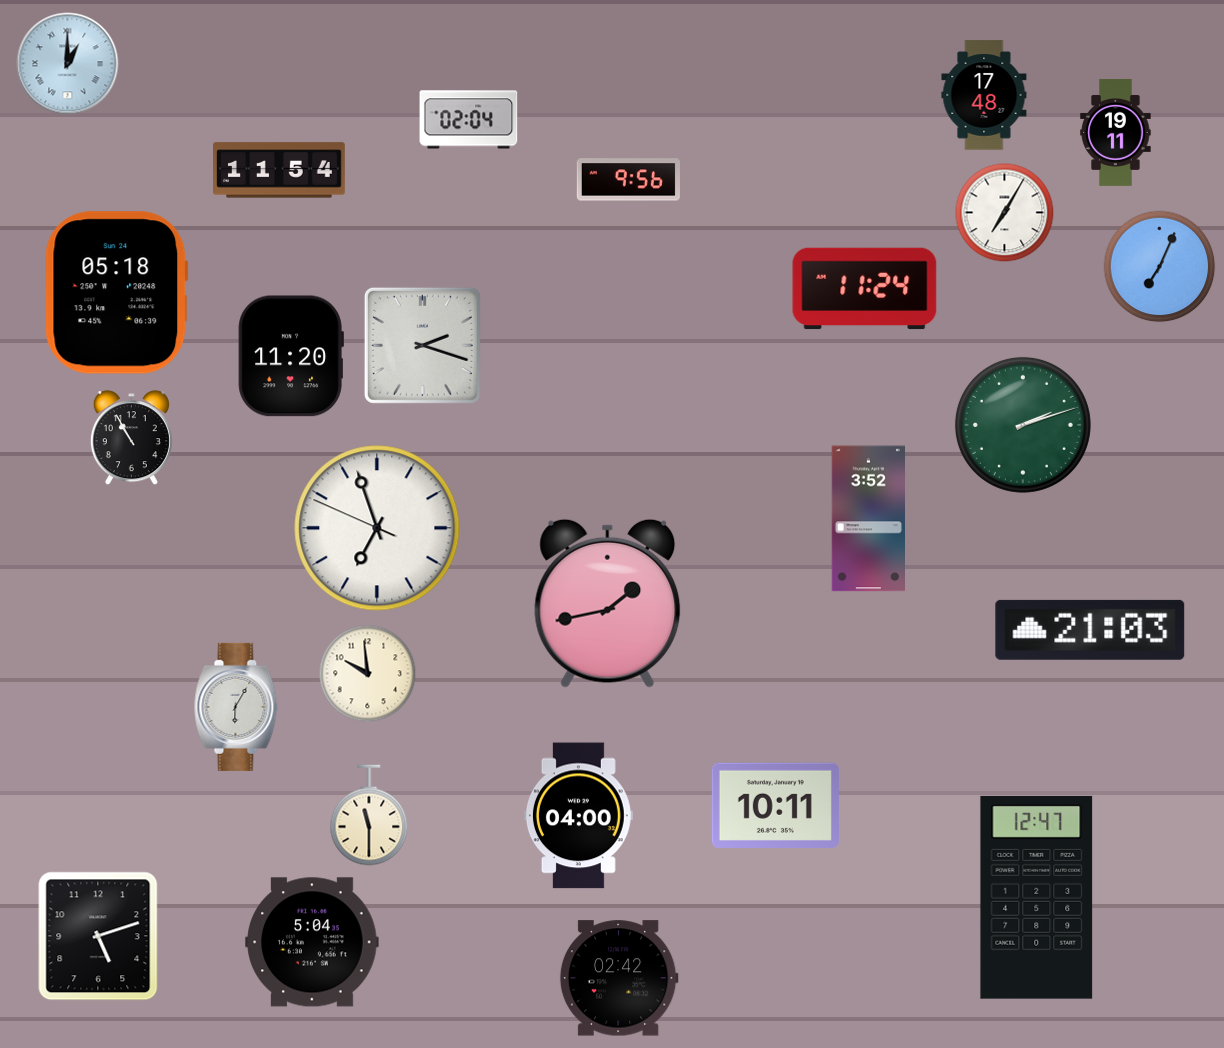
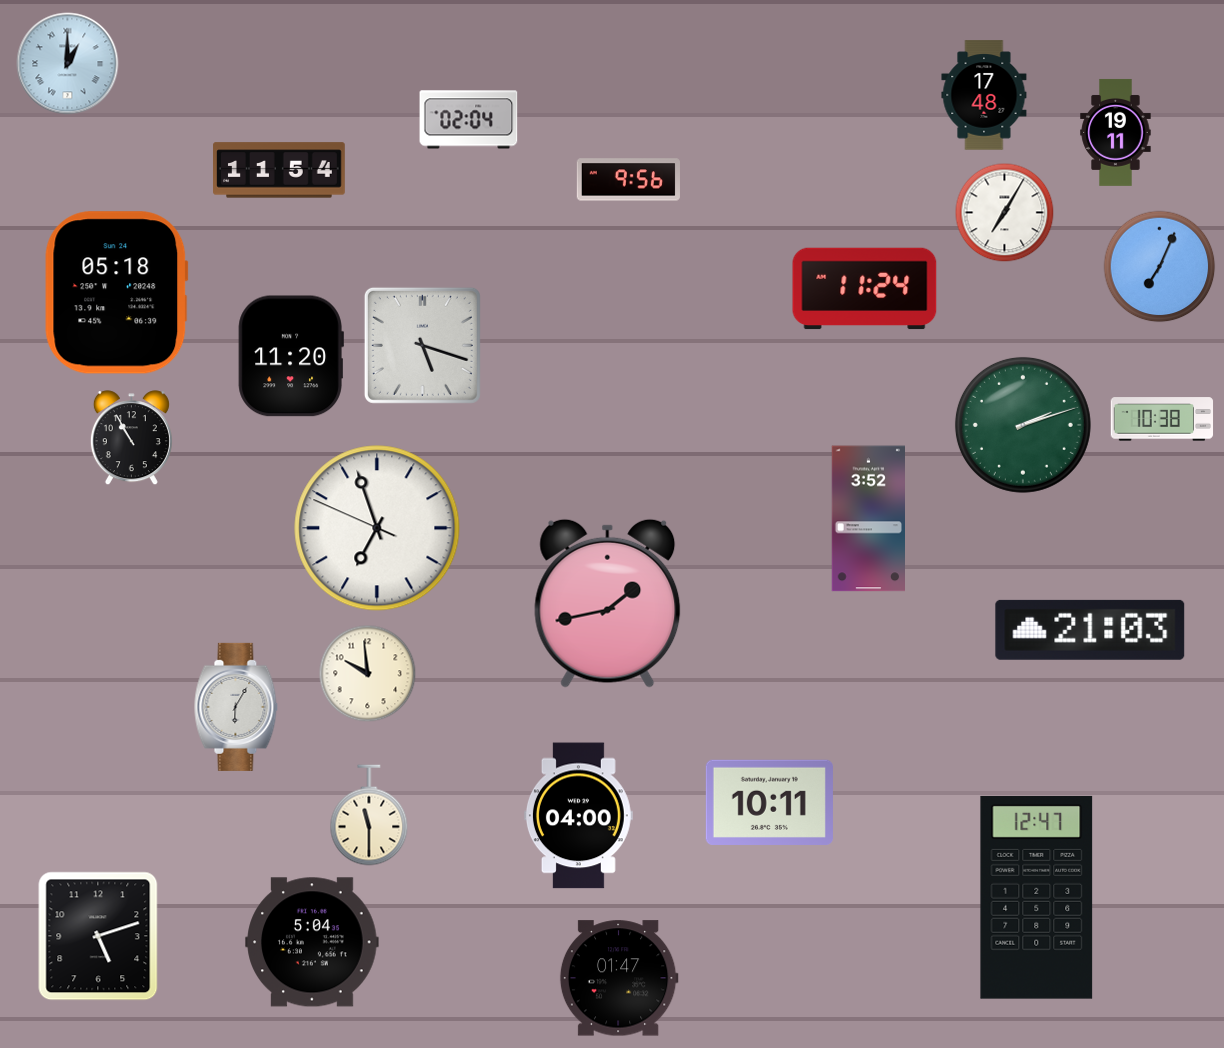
clock at (422, 345): 2:18 -> 5:18
clock at (1162, 419): none -> 10:38
clock at (775, 805) position: (775, 805) -> (769, 802)
clock at (619, 978): 02:42 -> 01:47
